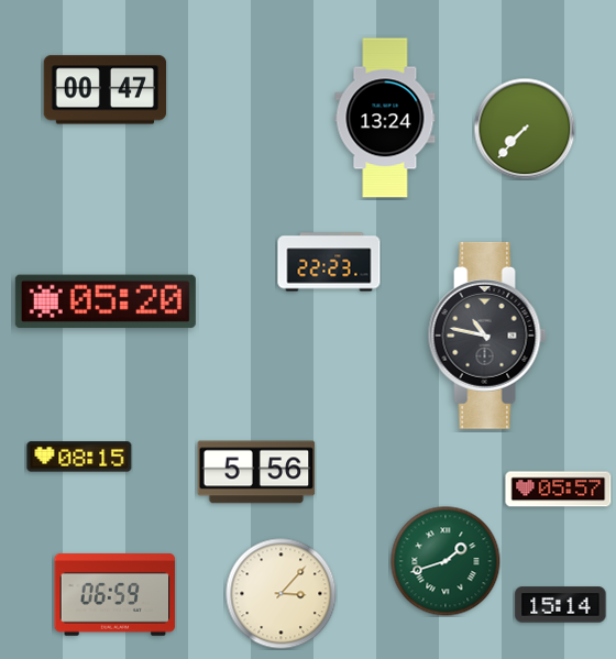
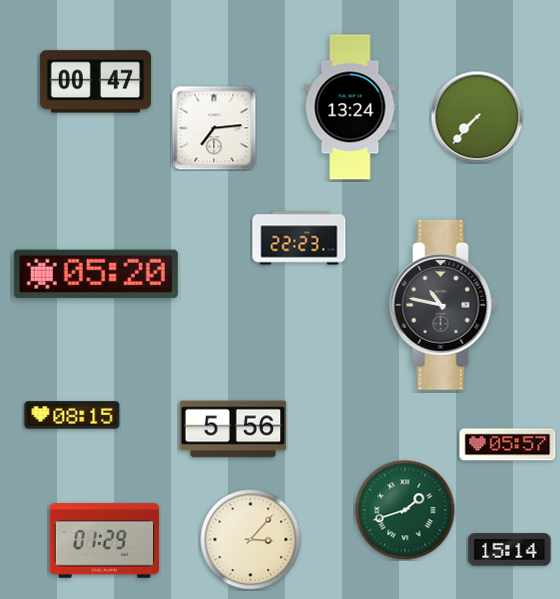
clock at (214, 128): none -> 7:14
clock at (116, 594): 06:59 -> 01:29
clock at (282, 594) position: (282, 594) -> (251, 540)
